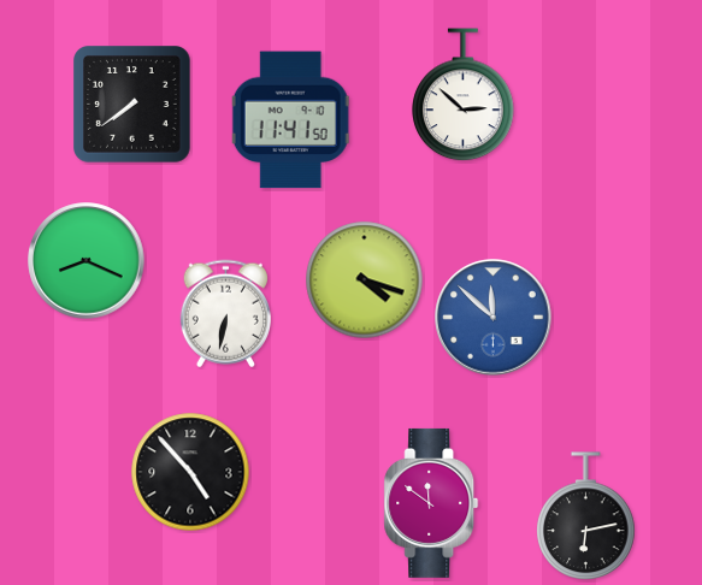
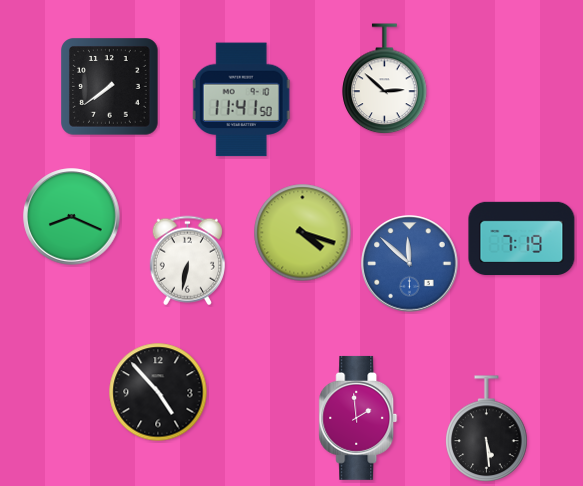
clock at (522, 238): none -> 7:19
clock at (431, 503): 11:51 -> 1:59
clock at (586, 516): 6:13 -> 5:29
